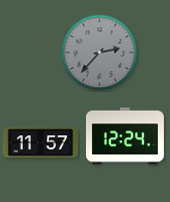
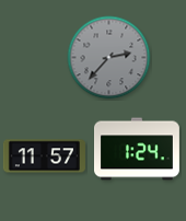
clock at (126, 136): 12:24 -> 1:24
